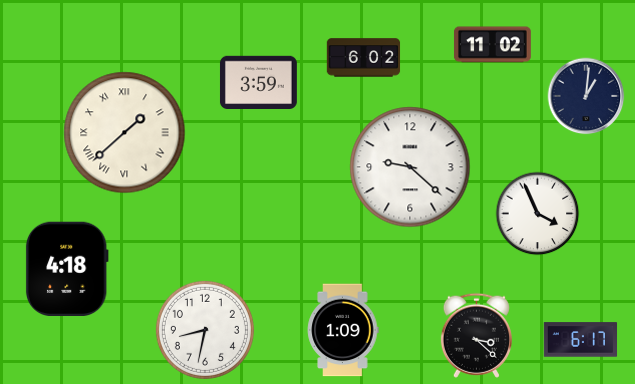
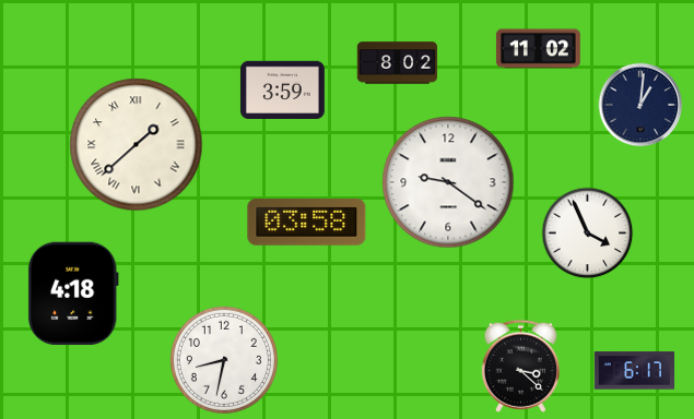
clock at (364, 58): 6:02 -> 8:02
clock at (410, 167): 9:22 -> 9:21
clock at (307, 222): none -> 03:58
clock at (343, 330): 1:09 -> none
